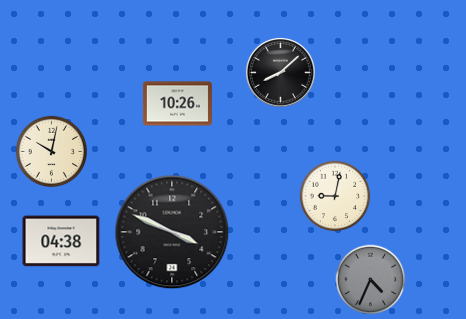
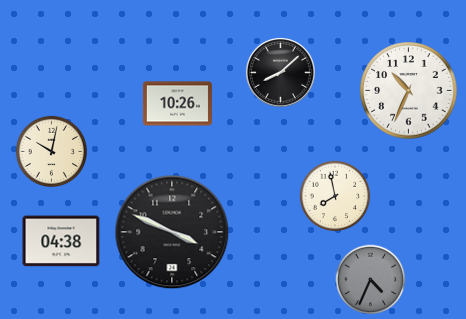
clock at (409, 91): none -> 10:34
clock at (335, 196): 9:02 -> 7:58
